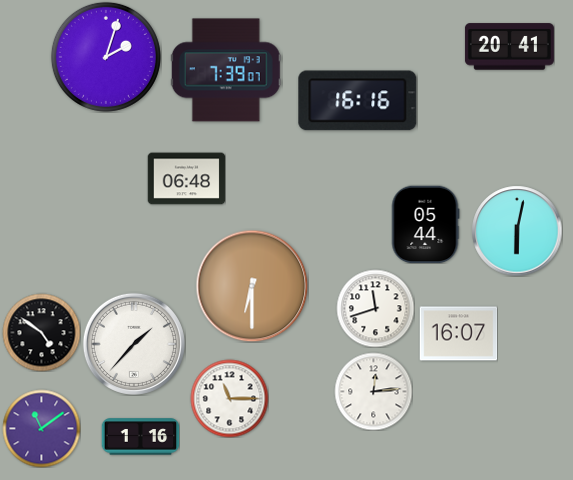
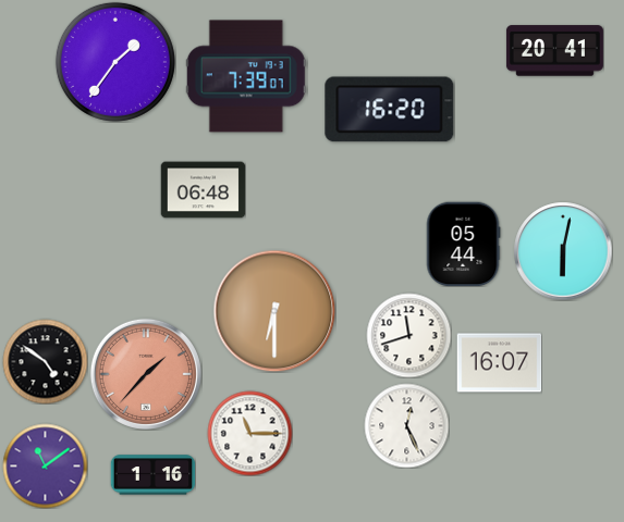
clock at (106, 57): 2:03 -> 1:36
clock at (358, 101): 16:16 -> 16:20
clock at (186, 179) position: (186, 179) -> (203, 190)
clock at (134, 344) dial: white -> salmon
clock at (373, 391): 12:14 -> 12:26
